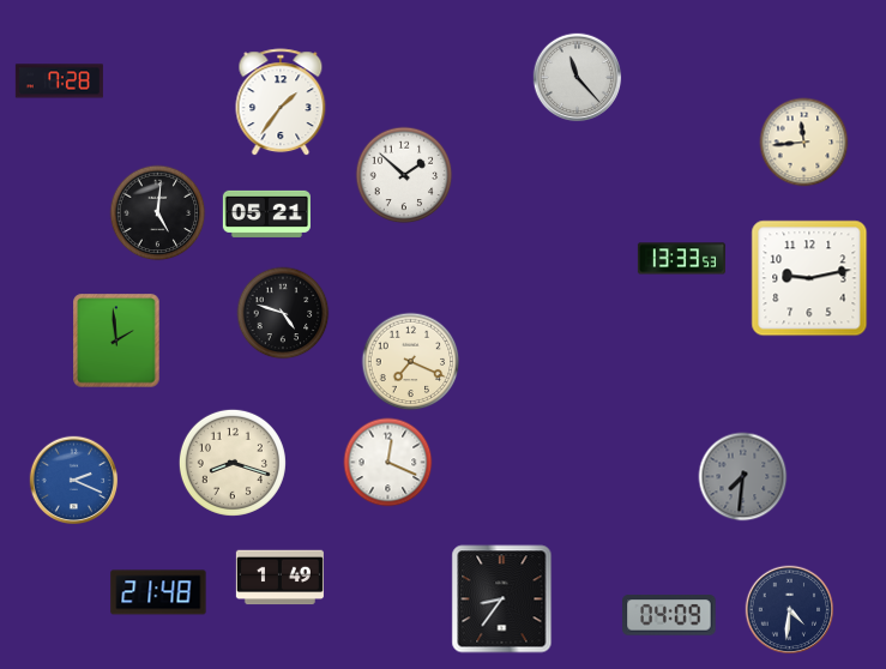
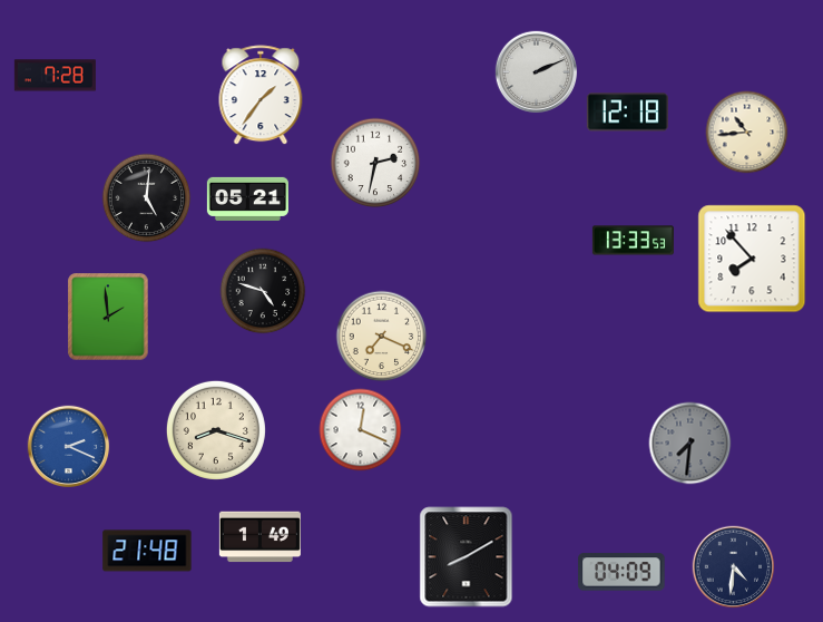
clock at (578, 78): 11:23 -> 2:11
clock at (627, 113): none -> 12:18
clock at (804, 143): 11:44 -> 10:44
clock at (404, 175): 1:52 -> 2:32
clock at (809, 278): 9:13 -> 7:53
clock at (502, 599): 8:36 -> 8:10
